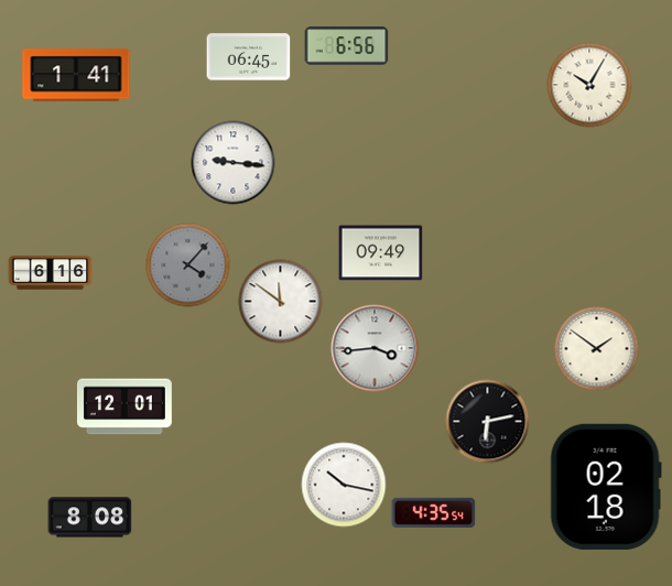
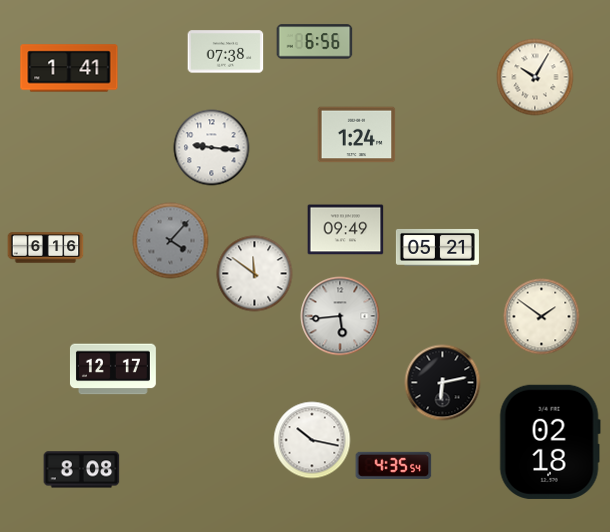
clock at (249, 57): 06:45 -> 07:38
clock at (357, 135): none -> 1:24
clock at (437, 247): none -> 05:21
clock at (375, 348): 3:44 -> 5:44
clock at (124, 406): 12:01 -> 12:17
